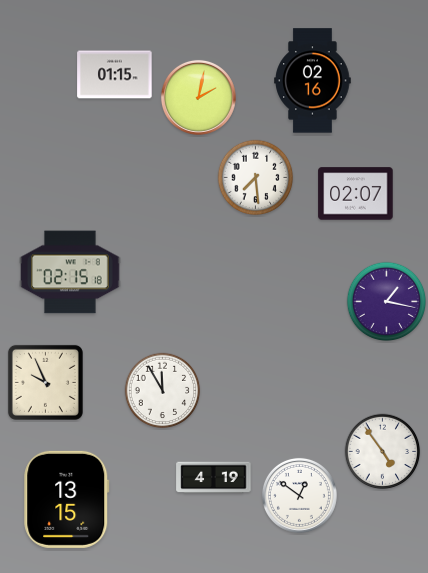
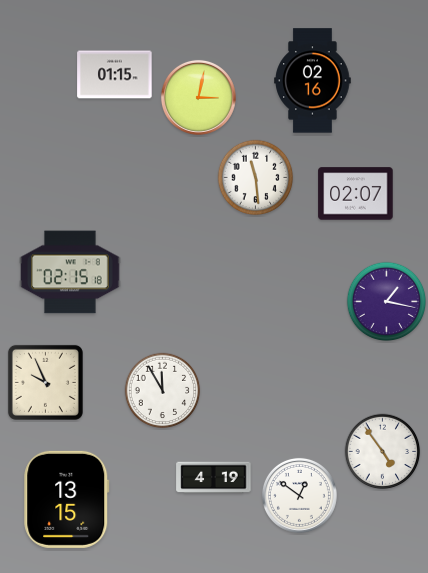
clock at (198, 97): 2:02 -> 3:02
clock at (256, 178): 7:29 -> 11:29
